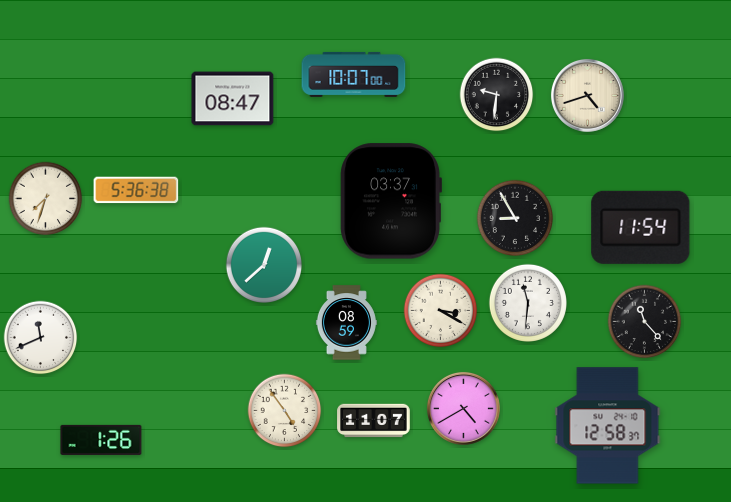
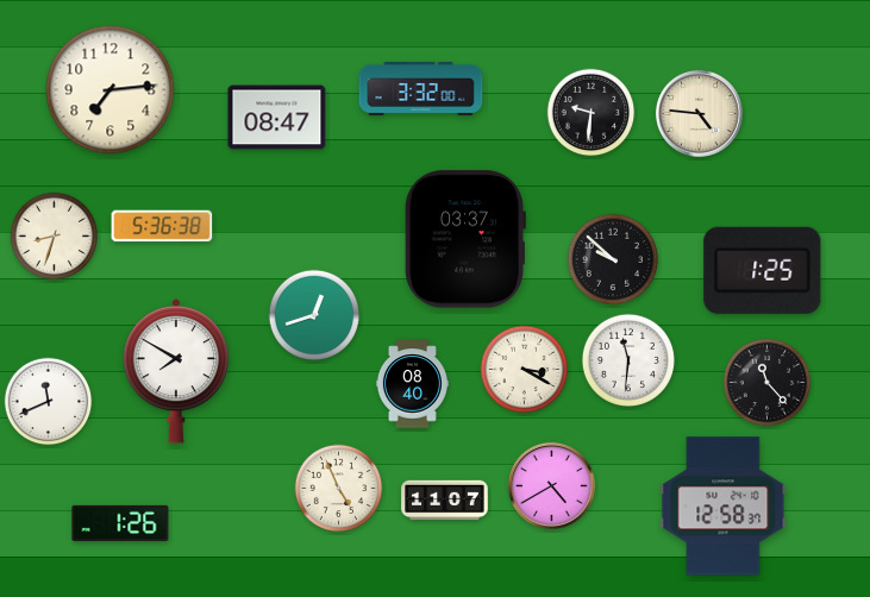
clock at (354, 74): 10:07 -> 3:32
clock at (111, 90): none -> 7:14
clock at (587, 95): 4:42 -> 4:46
clock at (46, 199): 7:33 -> 8:33
clock at (514, 217): 8:55 -> 9:52
clock at (641, 227): 11:54 -> 1:25
clock at (263, 264): 12:38 -> 12:42
clock at (176, 371): none -> 7:50
clock at (346, 323): 08:59 -> 08:40
clock at (285, 411): 4:54 -> 4:56
